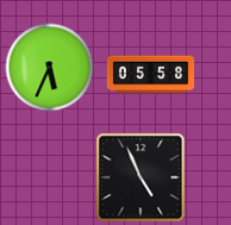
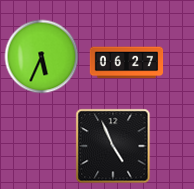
clock at (151, 75): 05:58 -> 06:27
clock at (141, 177) position: (141, 177) -> (113, 146)
